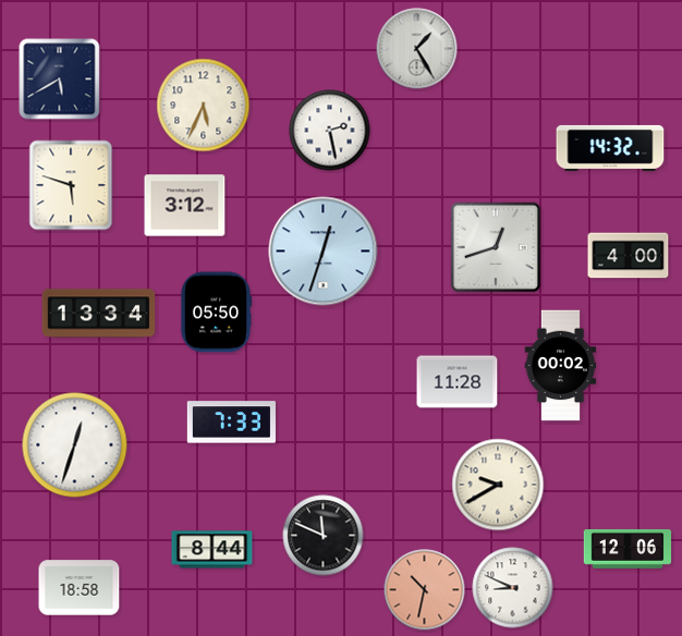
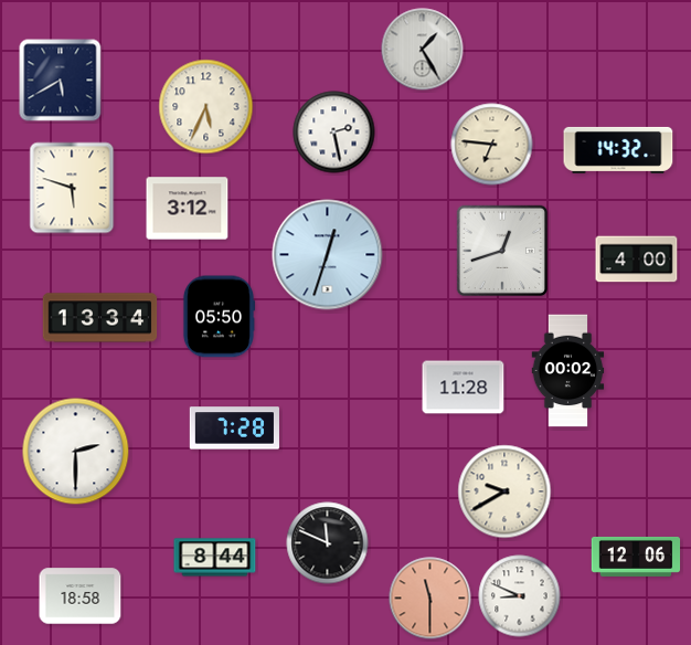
clock at (492, 145): none -> 6:46
clock at (231, 423): 7:33 -> 7:28
clock at (75, 445): 12:33 -> 2:30
clock at (425, 590): 10:32 -> 11:30
